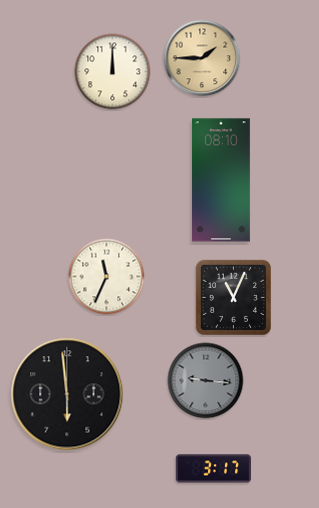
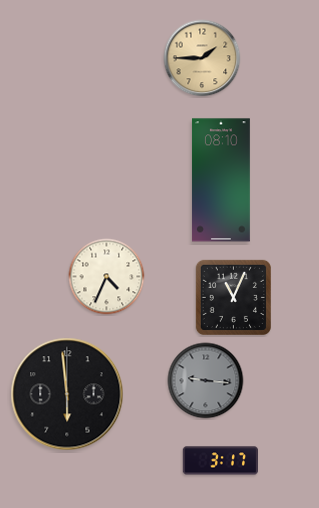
clock at (113, 72): 12:00 -> none
clock at (107, 277): 11:34 -> 4:34
clock at (213, 469) position: (213, 469) -> (220, 461)
